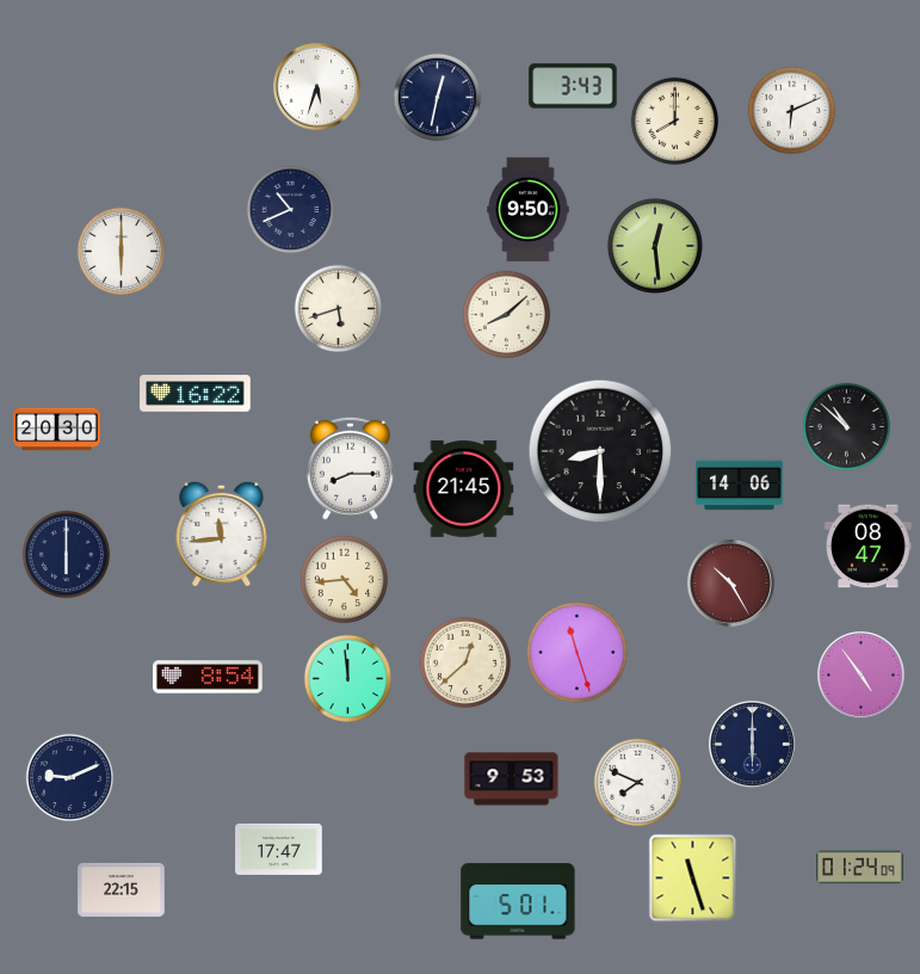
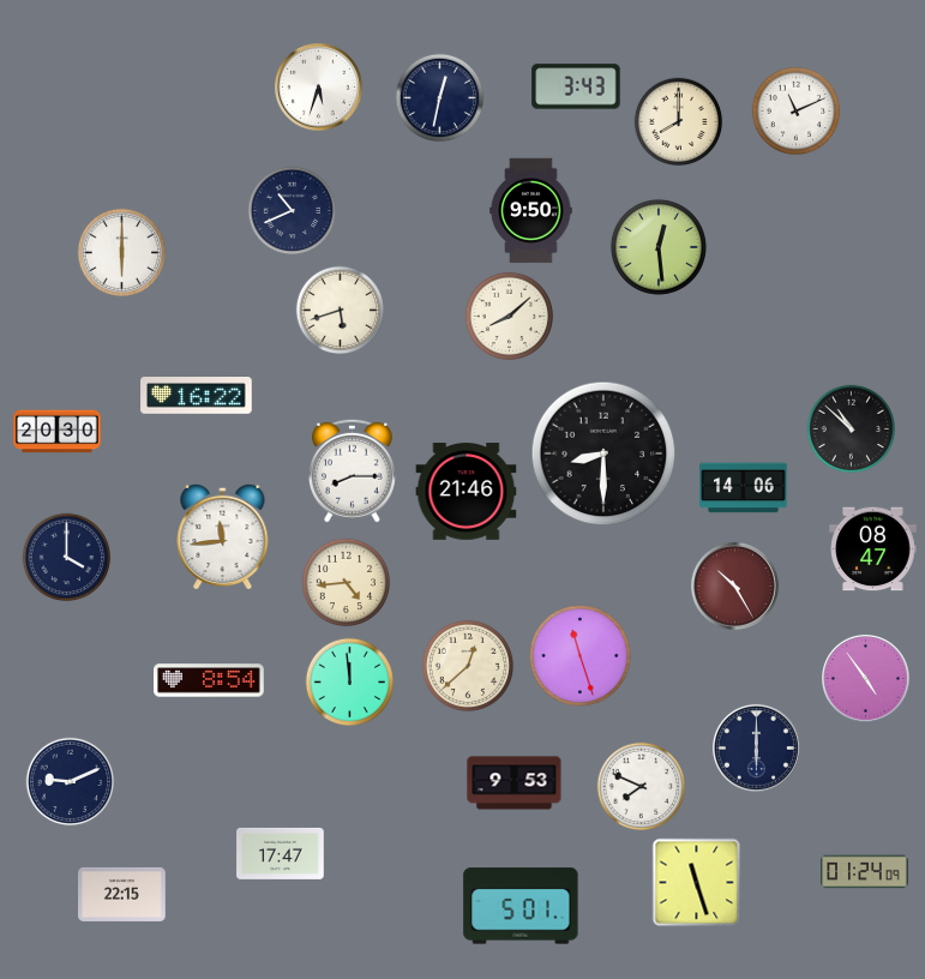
clock at (792, 111): 6:11 -> 11:11
clock at (464, 489): 21:45 -> 21:46
clock at (67, 555): 6:00 -> 4:00
